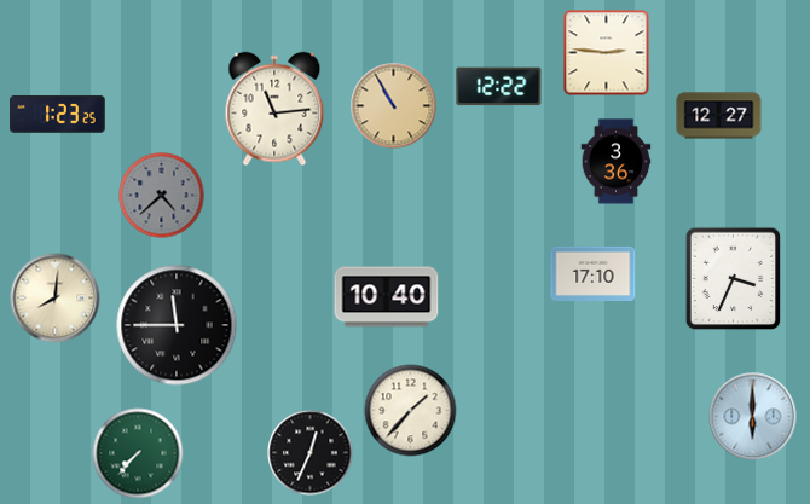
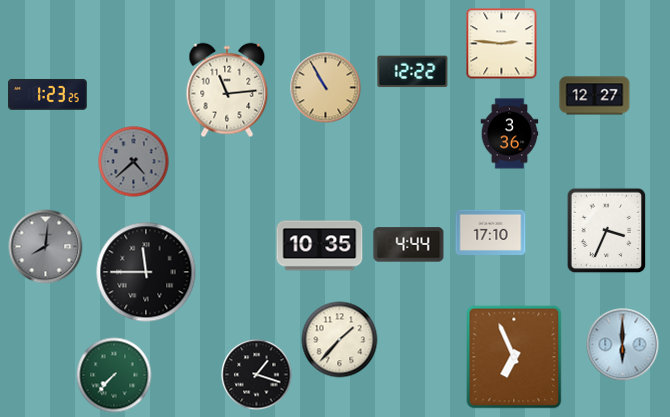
clock at (594, 273) position: (594, 273) -> (491, 232)
clock at (409, 245): none -> 4:44
clock at (387, 297): 10:40 -> 10:35
clock at (56, 299) dial: cream -> grey
clock at (177, 325) position: (177, 325) -> (146, 272)
clock at (514, 357): none -> 6:56
clock at (311, 453): 12:34 -> 1:18
